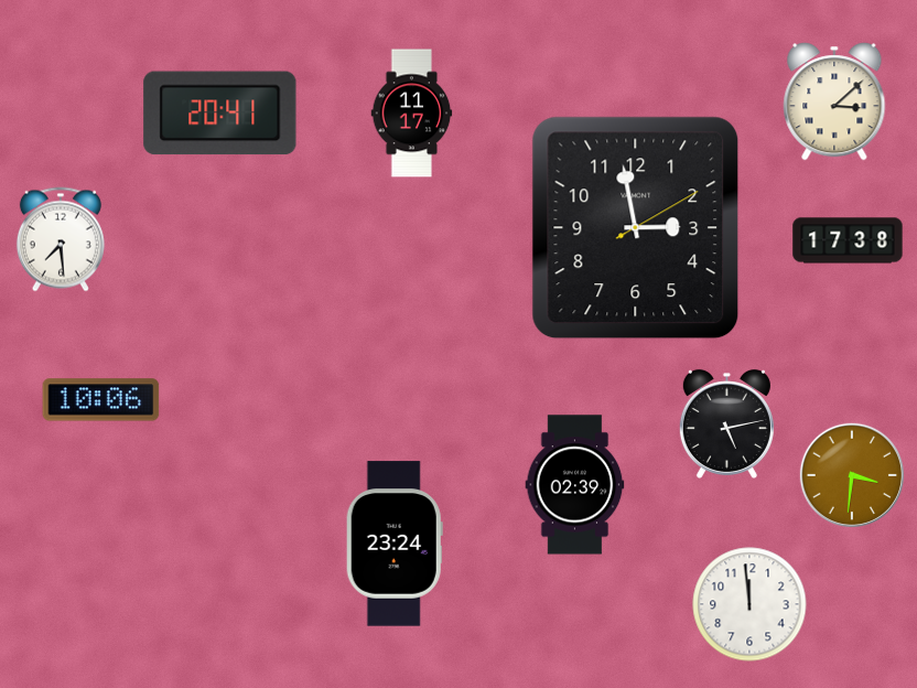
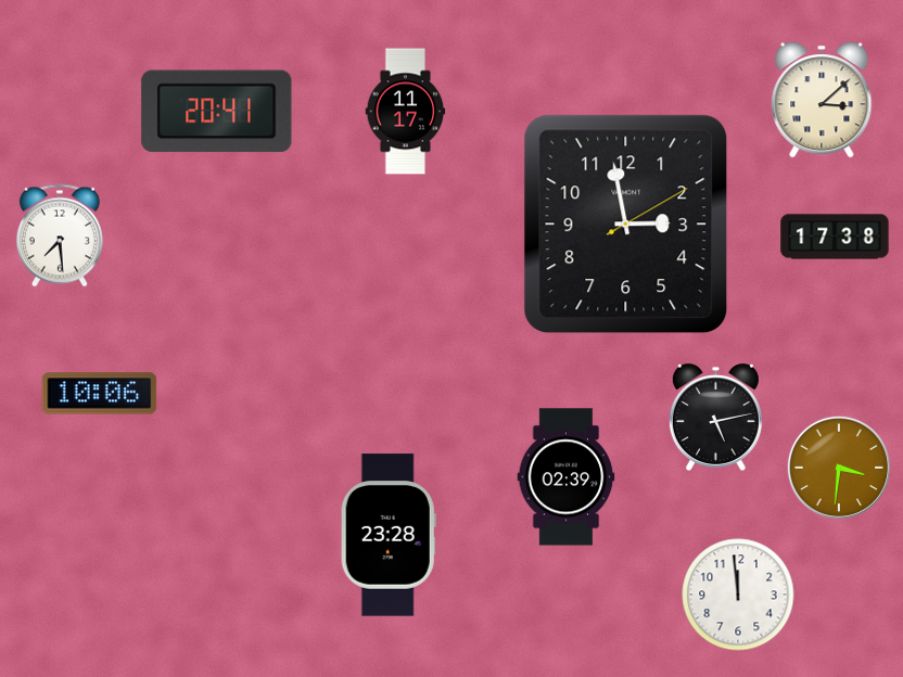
clock at (395, 544): 23:24 -> 23:28
